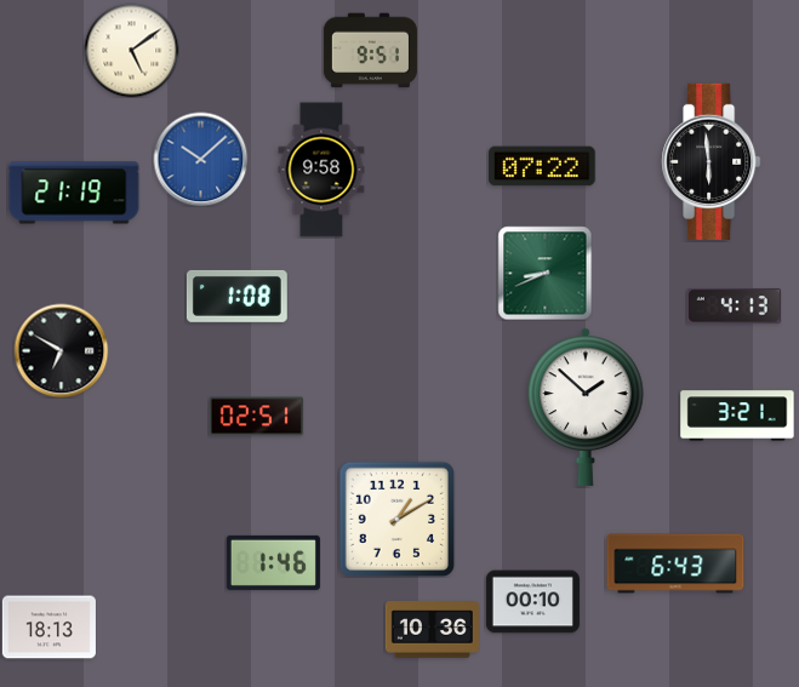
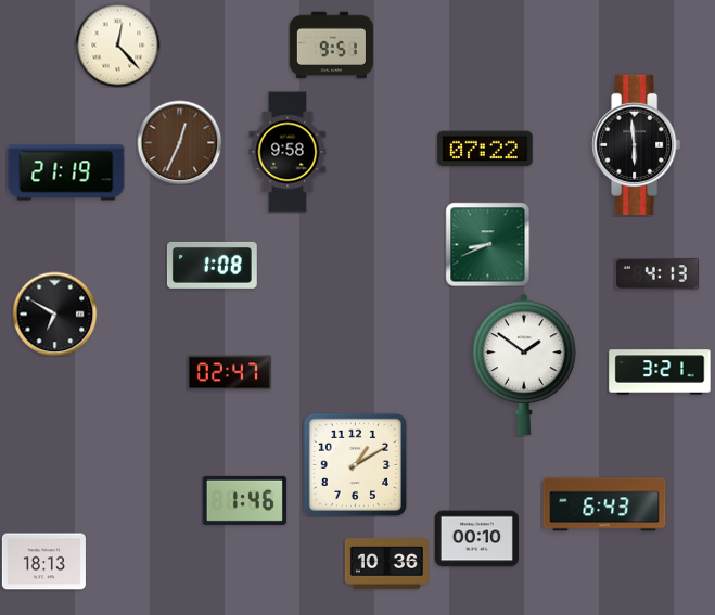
clock at (131, 50): 5:09 -> 12:23
clock at (200, 159): 10:08 -> 12:34
clock at (200, 159) dial: blue -> brown
clock at (586, 407): 1:52 -> 1:51
clock at (256, 417): 02:51 -> 02:47
clock at (273, 562) position: (273, 562) -> (244, 500)
